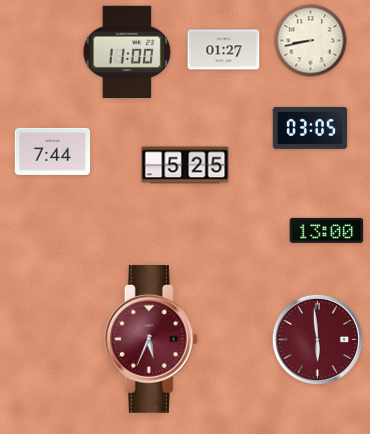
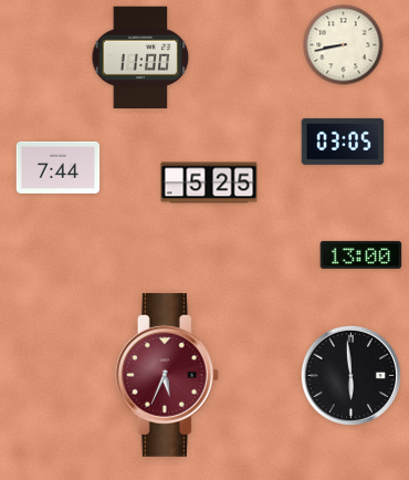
clock at (224, 50): 01:27 -> none
clock at (185, 165) position: (185, 165) -> (209, 182)
clock at (317, 339) dial: burgundy -> black
